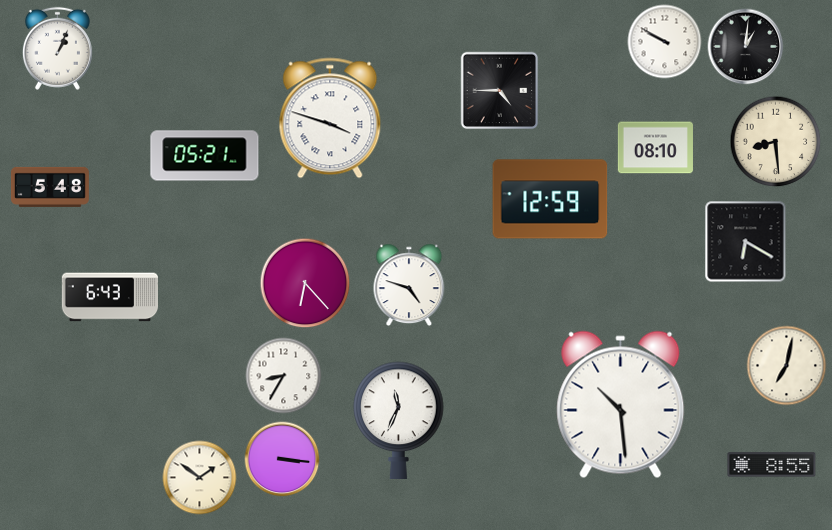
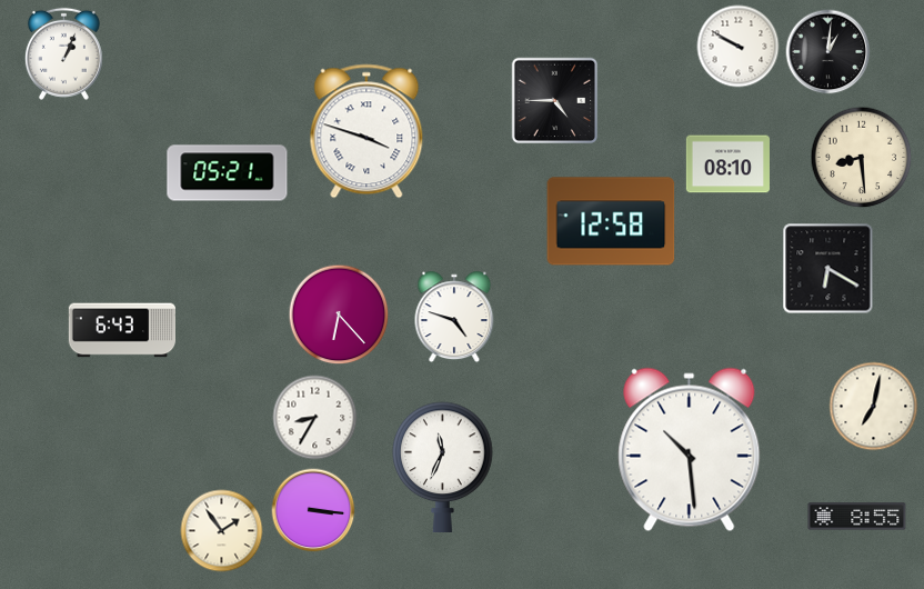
clock at (50, 187): 5:48 -> none
clock at (550, 199): 12:59 -> 12:58
clock at (200, 478): 1:51 -> 1:54
